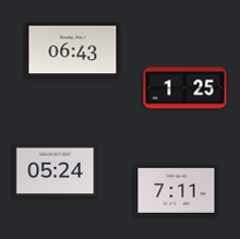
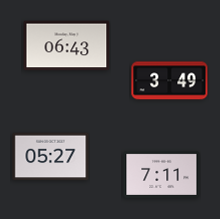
clock at (185, 88): 1:25 -> 3:49
clock at (56, 171): 05:24 -> 05:27
